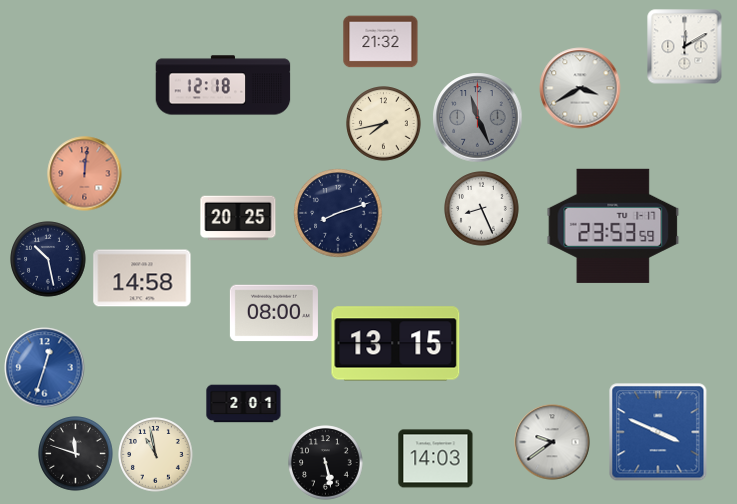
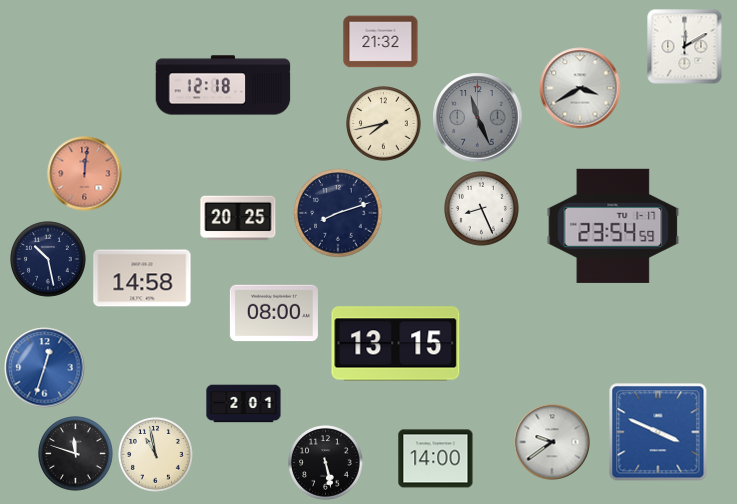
clock at (613, 226): 23:53 -> 23:54
clock at (436, 459): 14:03 -> 14:00
